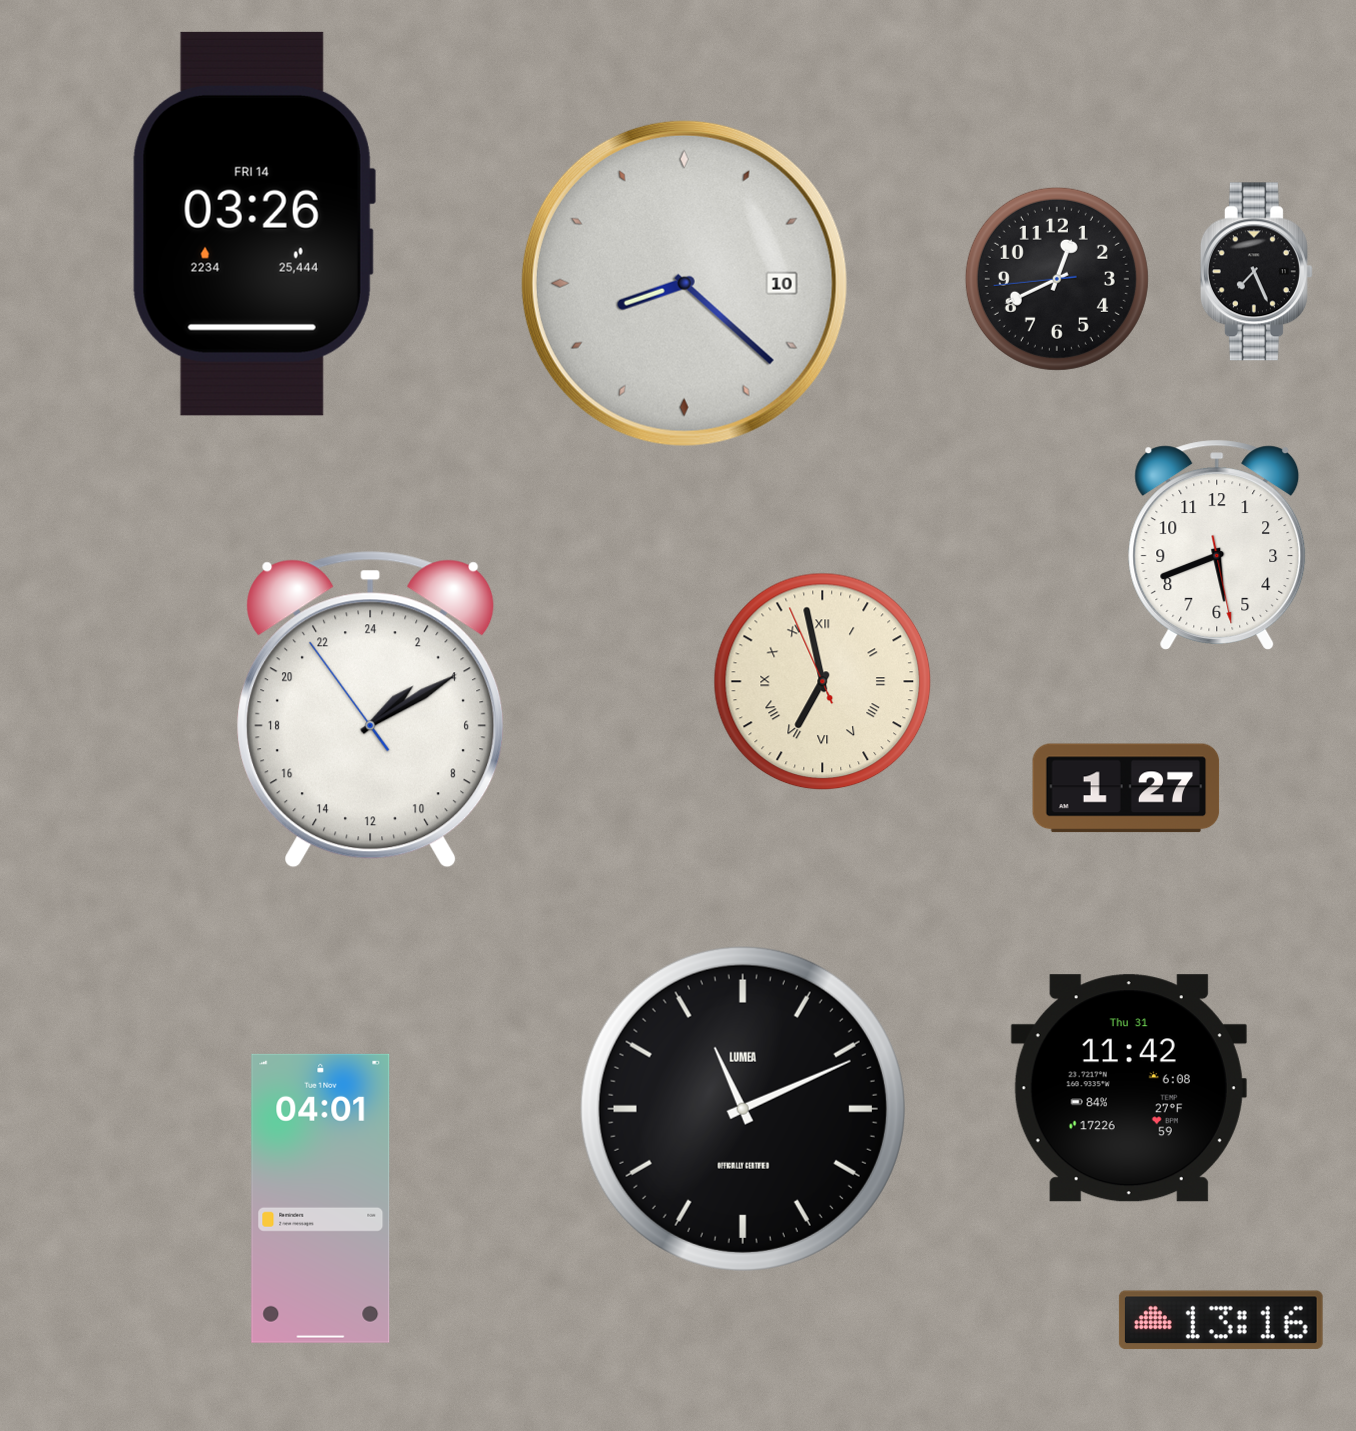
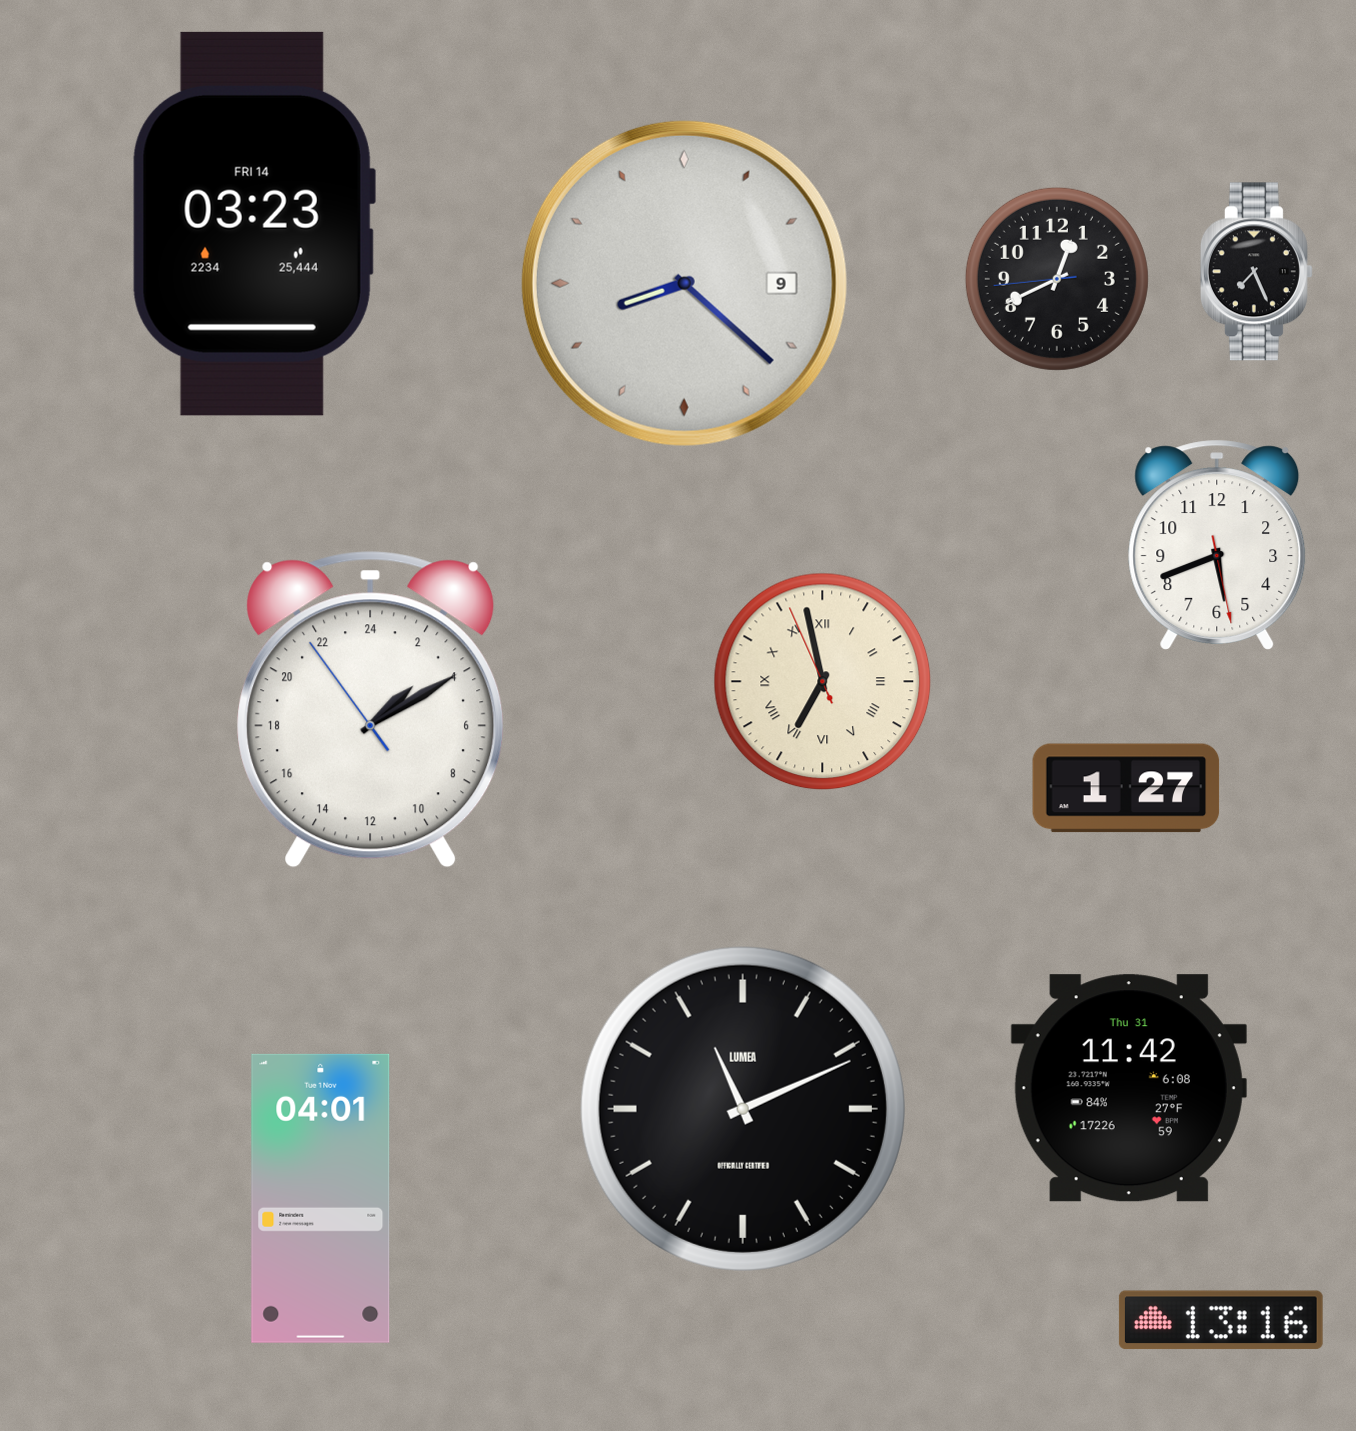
clock at (253, 224): 03:26 -> 03:23
clock at (684, 283) date: 10 -> 9
